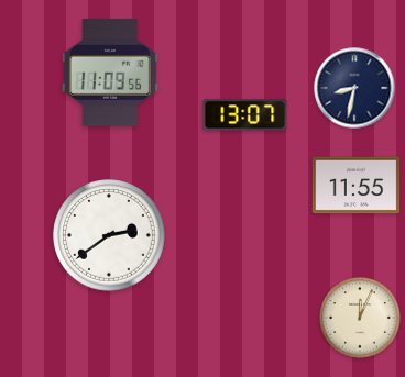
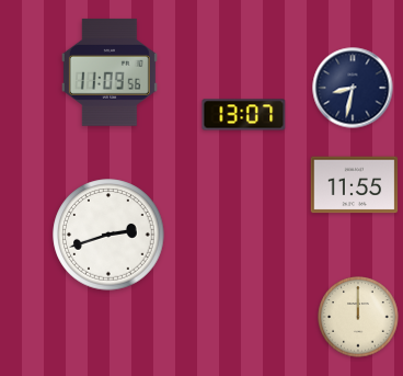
clock at (109, 235): 2:39 -> 2:42
clock at (360, 318): 12:04 -> 12:00
